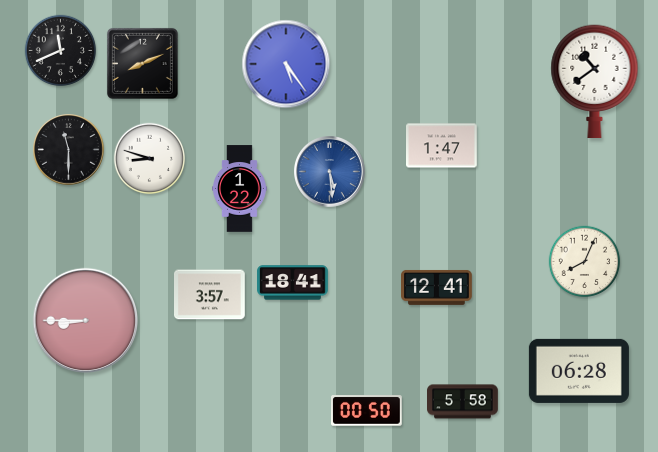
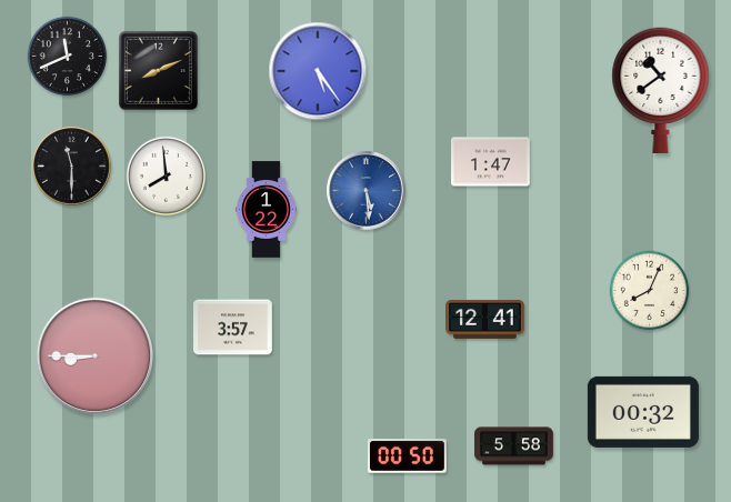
clock at (69, 150) position: (69, 150) -> (72, 167)
clock at (150, 159): 8:48 -> 7:59
clock at (293, 283): 18:41 -> none
clock at (579, 371): 06:28 -> 00:32
